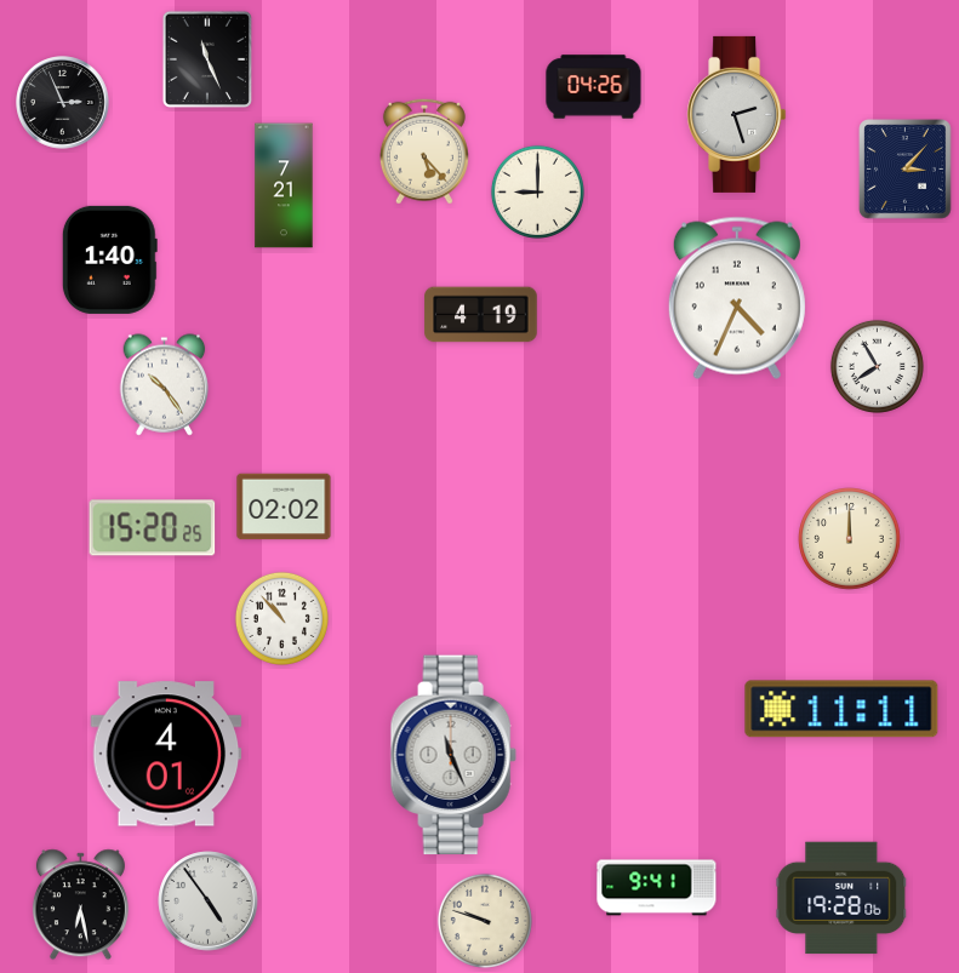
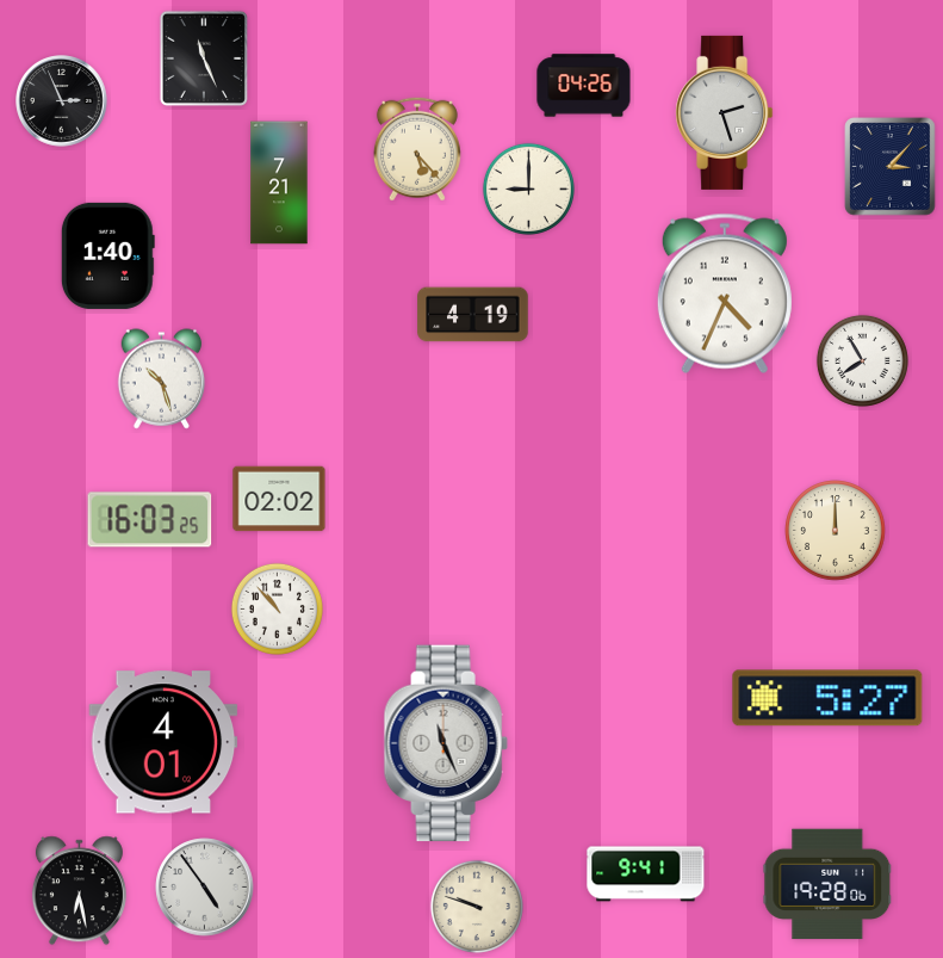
clock at (481, 315) position: (481, 315) -> (473, 315)
clock at (165, 385): 10:24 -> 10:27
clock at (153, 528): 15:20 -> 16:03
clock at (841, 709): 11:11 -> 5:27
